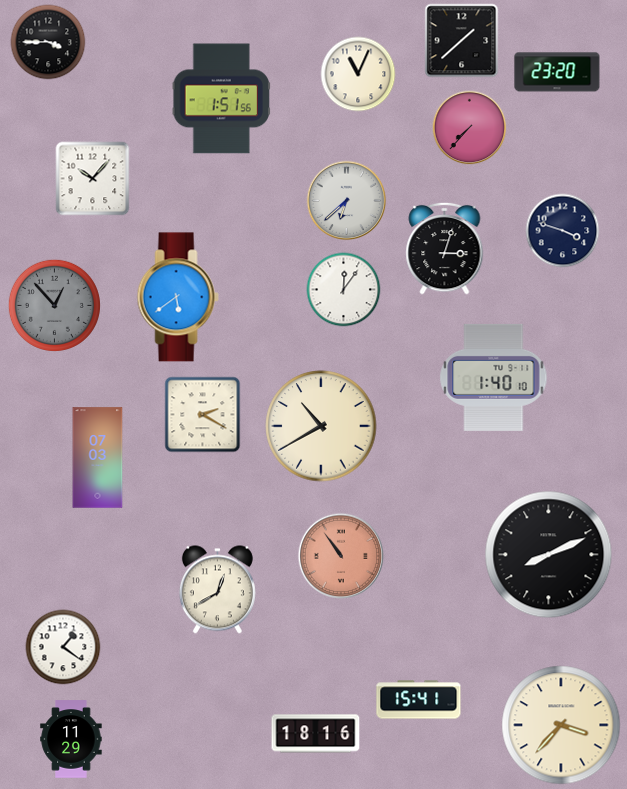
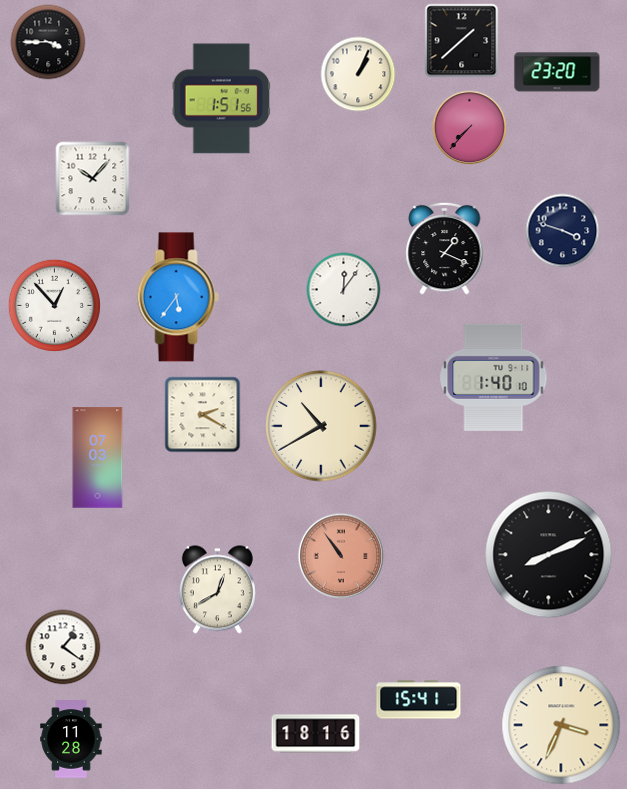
clock at (358, 74): 11:04 -> 1:04
clock at (347, 201): 6:38 -> none
clock at (445, 248): 3:03 -> 1:19
clock at (178, 297): 5:39 -> 5:36
clock at (54, 305) dial: grey -> white
clock at (561, 725): 3:37 -> 3:34
clock at (71, 739): 11:29 -> 11:28
